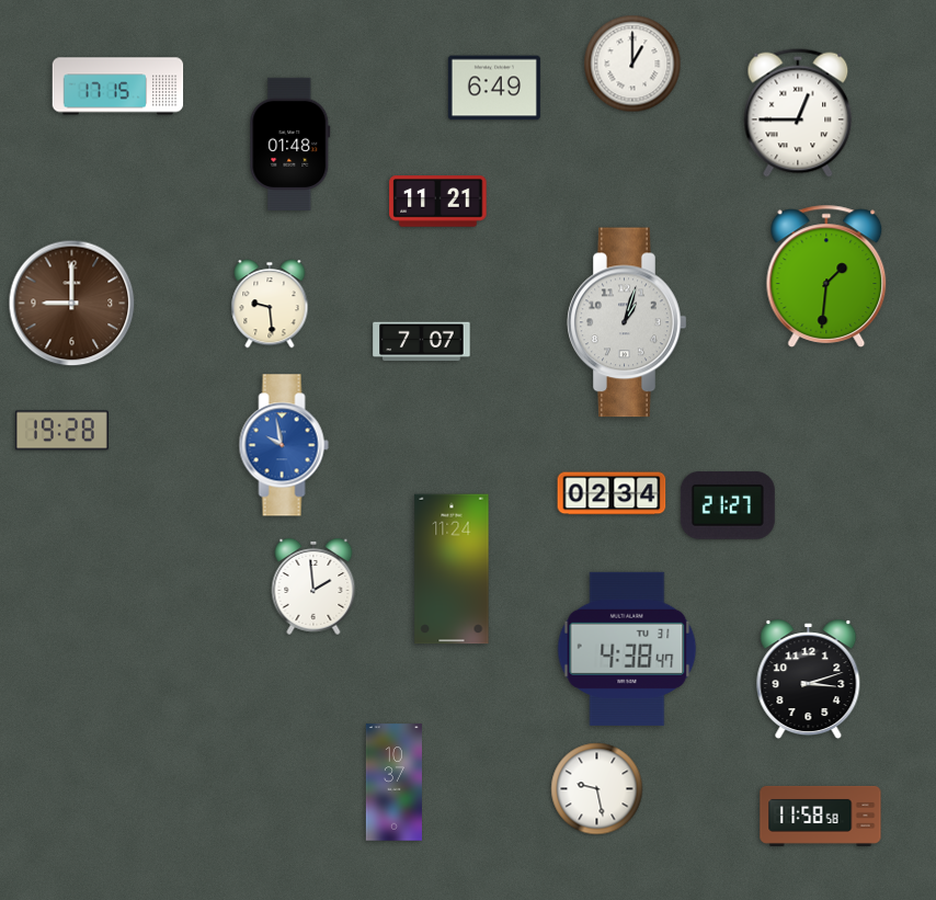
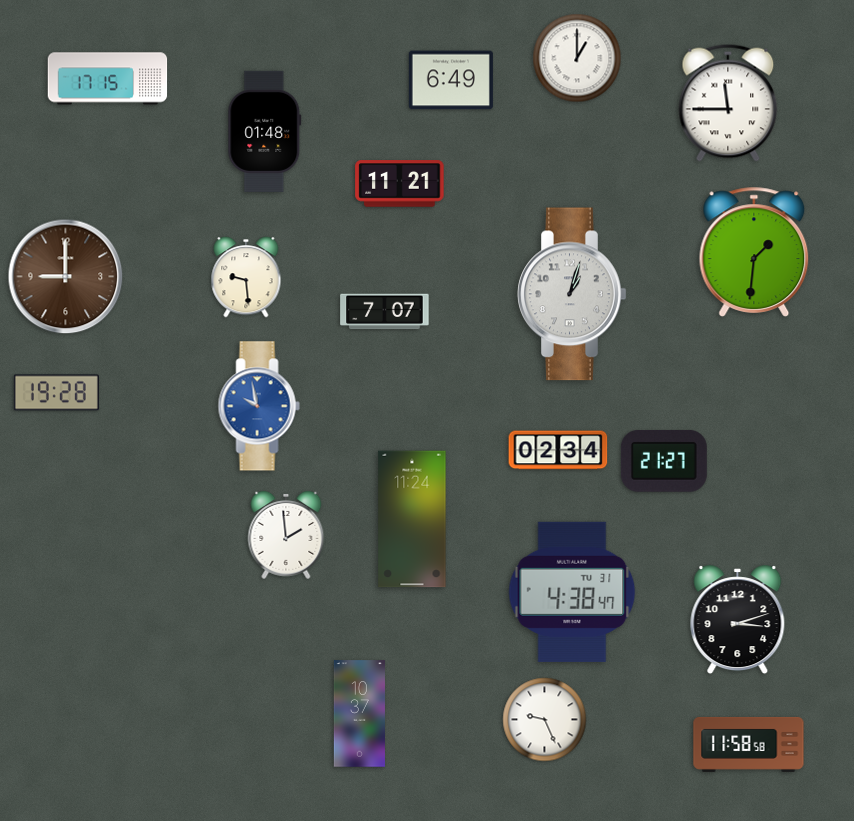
clock at (798, 113): 12:45 -> 11:45
clock at (597, 789): 9:28 -> 9:26
